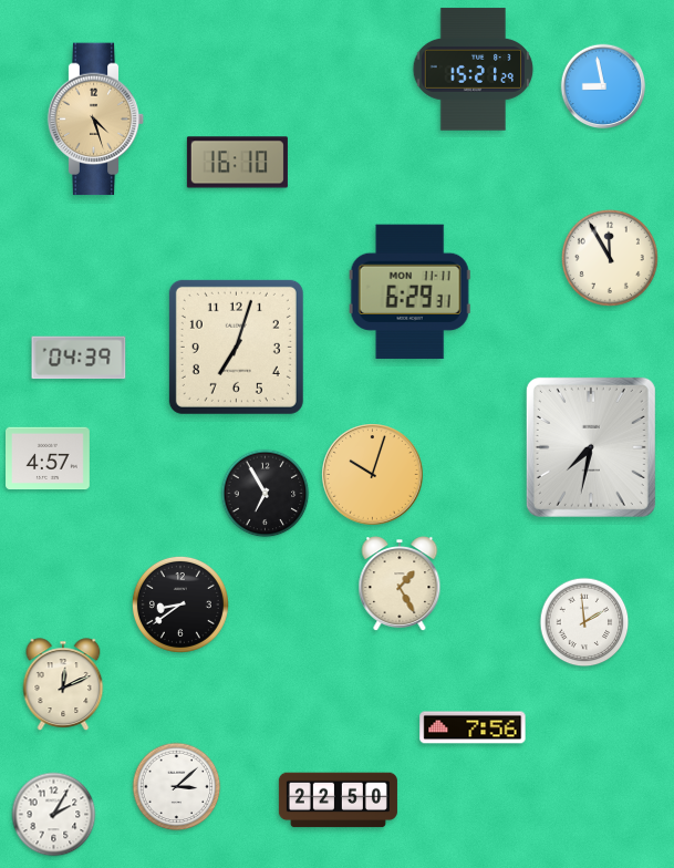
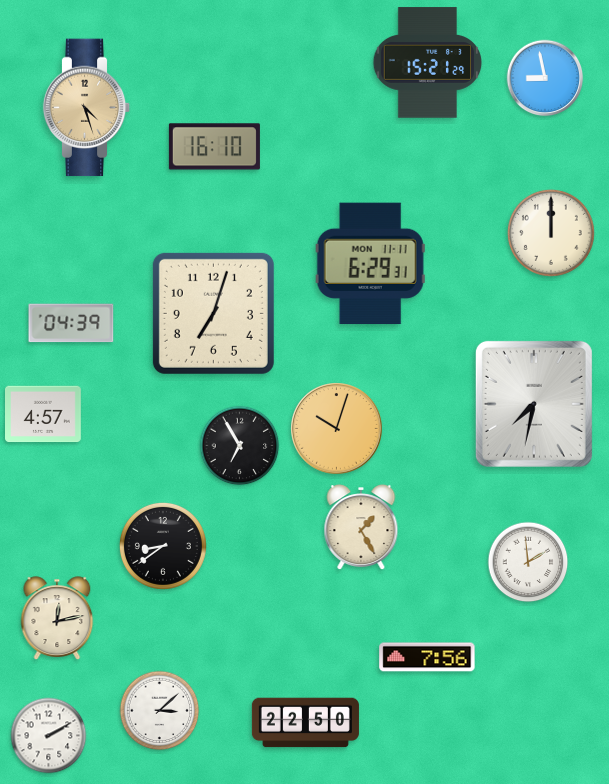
clock at (610, 258): 11:55 -> 12:00
clock at (63, 684): 12:11 -> 12:13
clock at (54, 815): 2:05 -> 2:10
